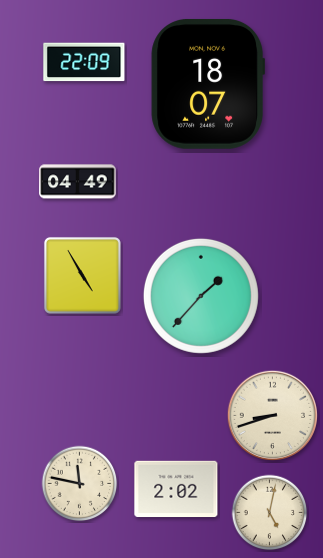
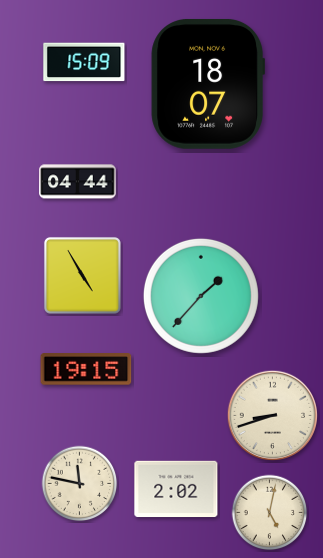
clock at (84, 62): 22:09 -> 15:09
clock at (78, 182): 04:49 -> 04:44
clock at (86, 369): none -> 19:15
